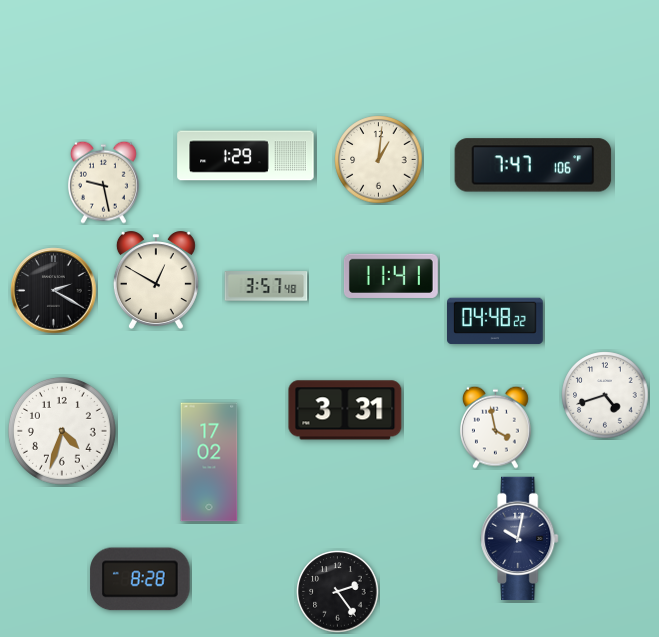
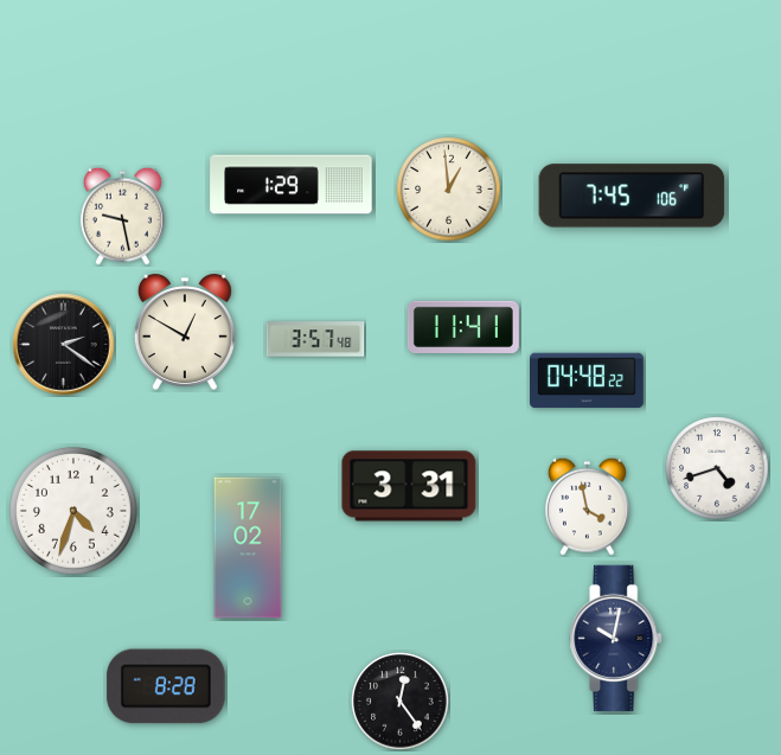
clock at (379, 160): 1:01 -> 12:59
clock at (533, 165): 7:47 -> 7:45
clock at (54, 291): 2:20 -> 2:21
clock at (338, 592): 2:24 -> 12:24
